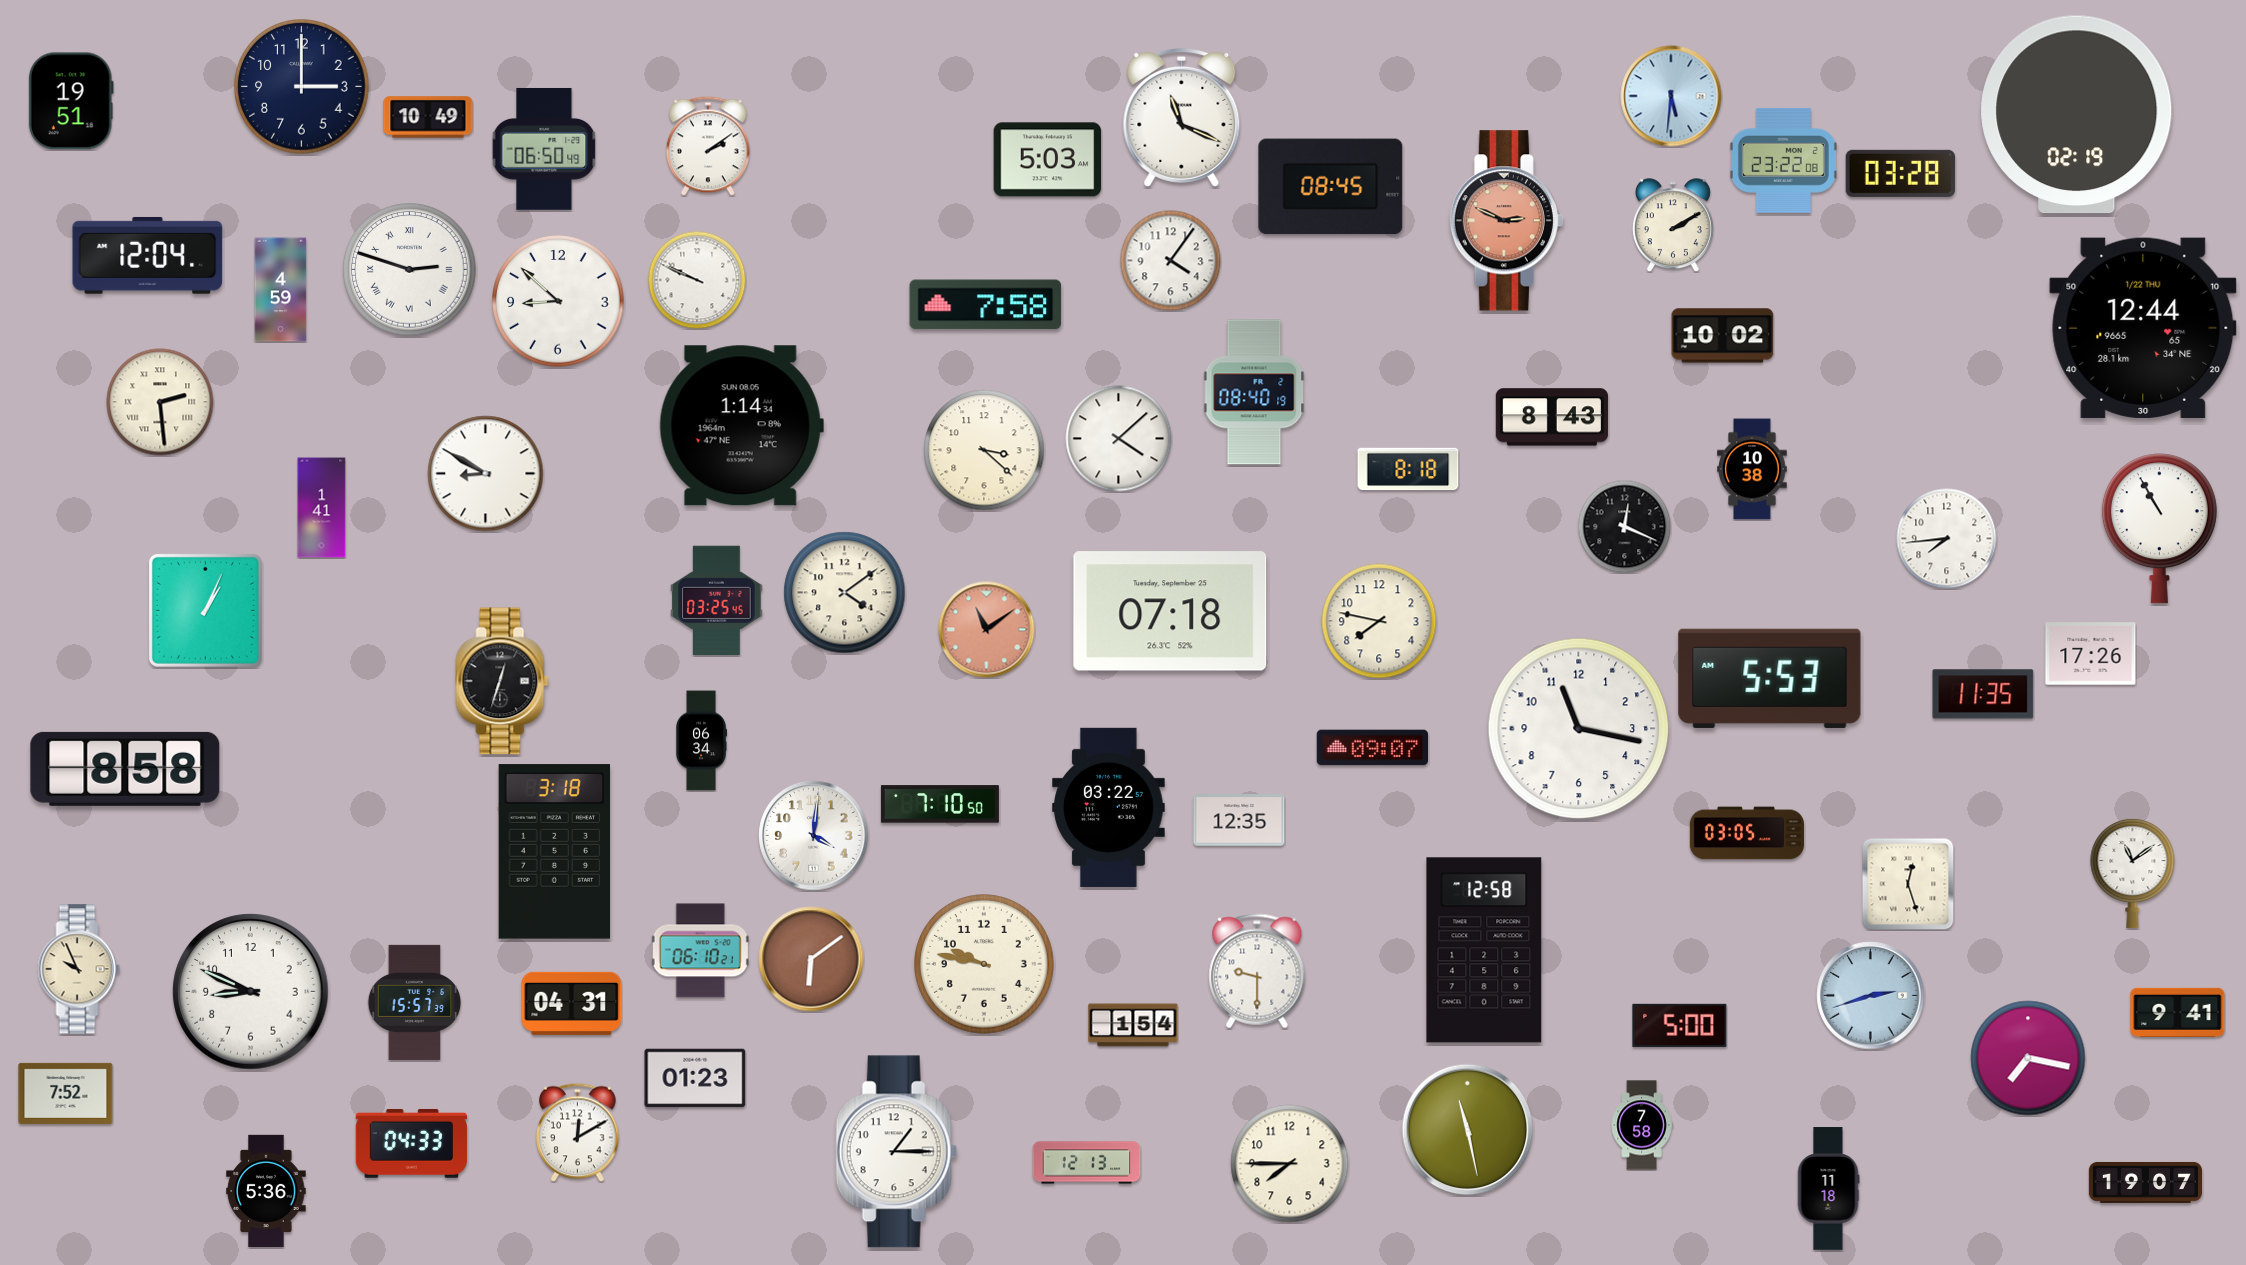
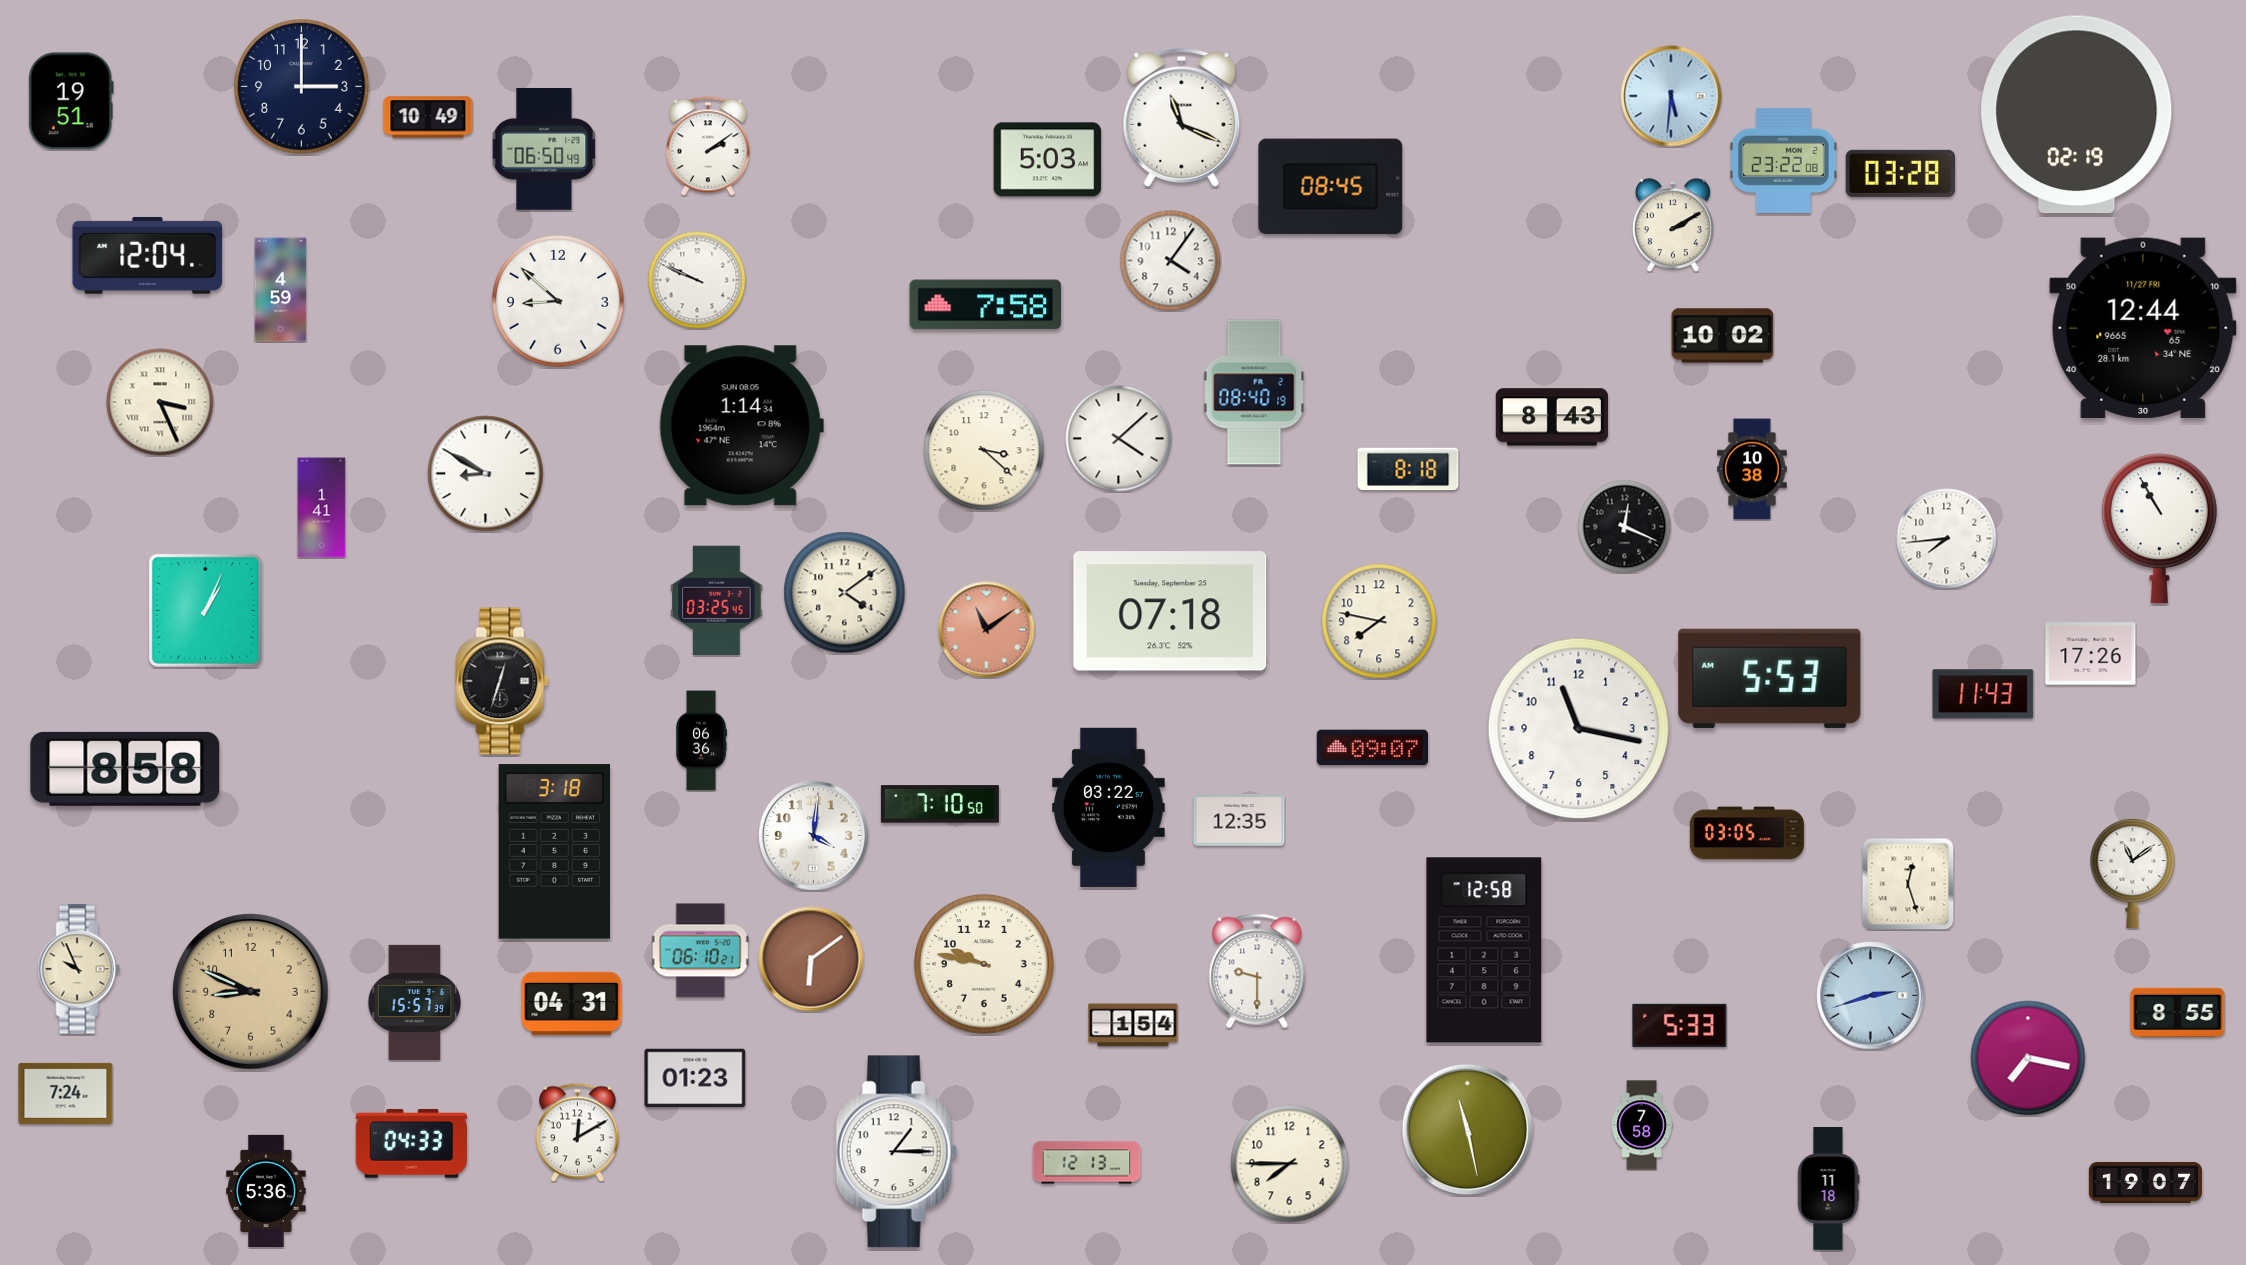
clock at (1506, 221): 2:49 -> none
clock at (410, 270): 2:48 -> none
clock at (2143, 328) date: 1/22 THU -> 11/27 FRI
clock at (160, 402): 2:29 -> 3:26
clock at (1983, 694): 11:35 -> 11:43
clock at (701, 741): 06:34 -> 06:36
clock at (251, 992) dial: white -> champagne
clock at (2178, 1012): 9:41 -> 8:55
clock at (1680, 1025): 5:00 -> 5:33
clock at (66, 1093): 7:52 -> 7:24
